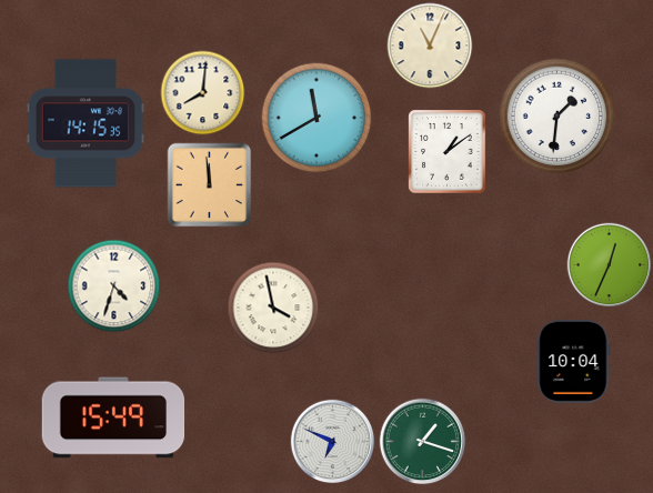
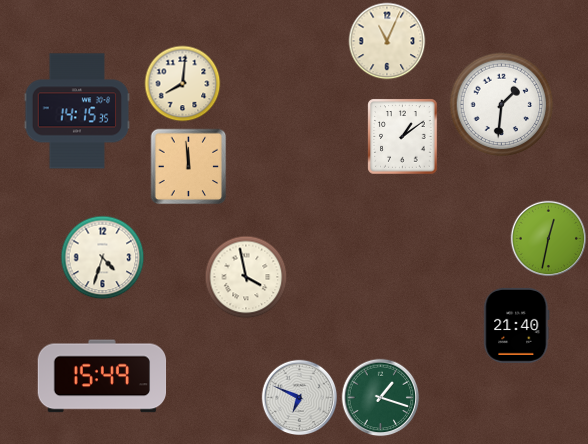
clock at (317, 118): 11:40 -> none
clock at (610, 265): 12:34 -> 12:32
clock at (574, 361): 10:04 -> 21:40
